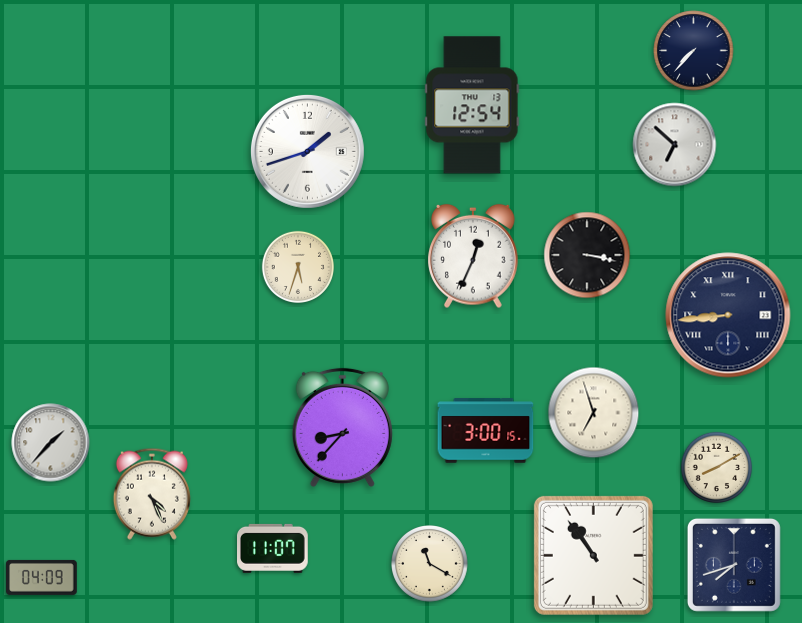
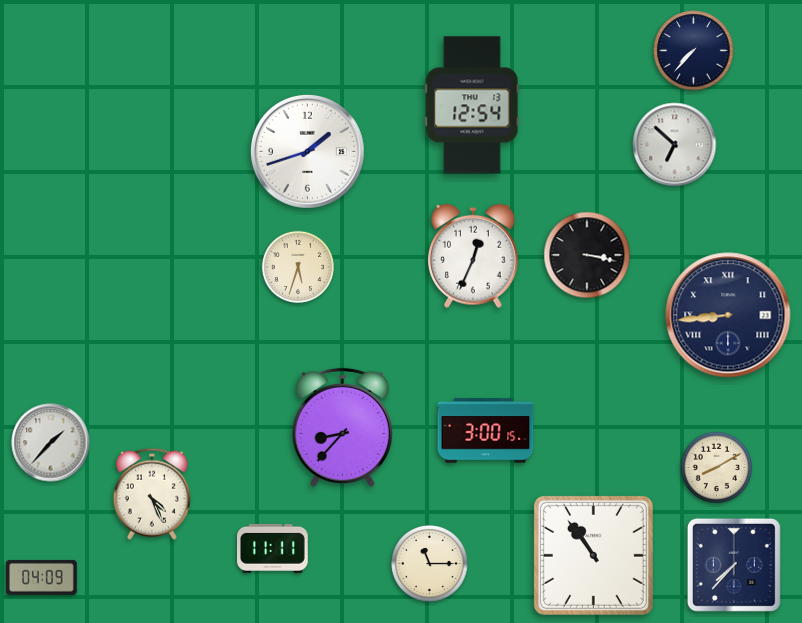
clock at (594, 413): 6:57 -> none
clock at (273, 548): 11:07 -> 11:11
clock at (430, 564): 11:20 -> 11:15
clock at (734, 565): 7:42 -> 7:37
